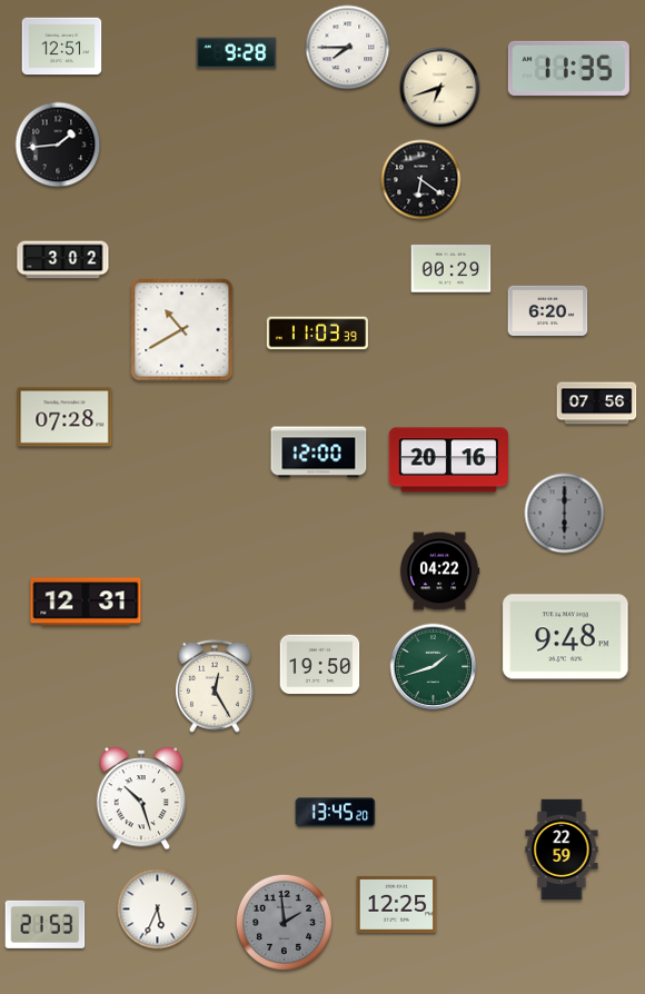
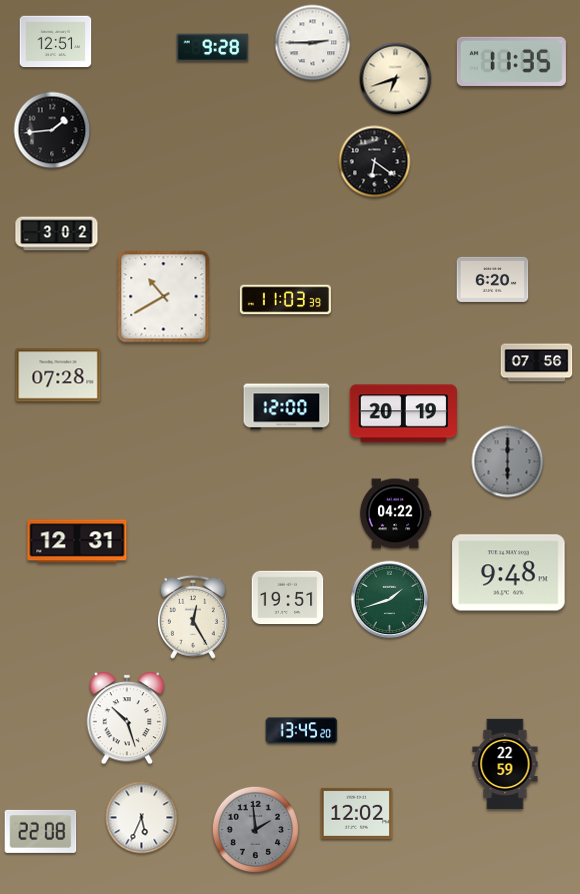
clock at (348, 48): 7:45 -> 2:45
clock at (421, 180) position: (421, 180) -> (375, 162)
clock at (451, 269): 00:29 -> none
clock at (448, 460): 20:16 -> 20:19
clock at (320, 665): 19:50 -> 19:51
clock at (397, 904): 12:25 -> 12:02
clock at (46, 924): 21:53 -> 22:08
